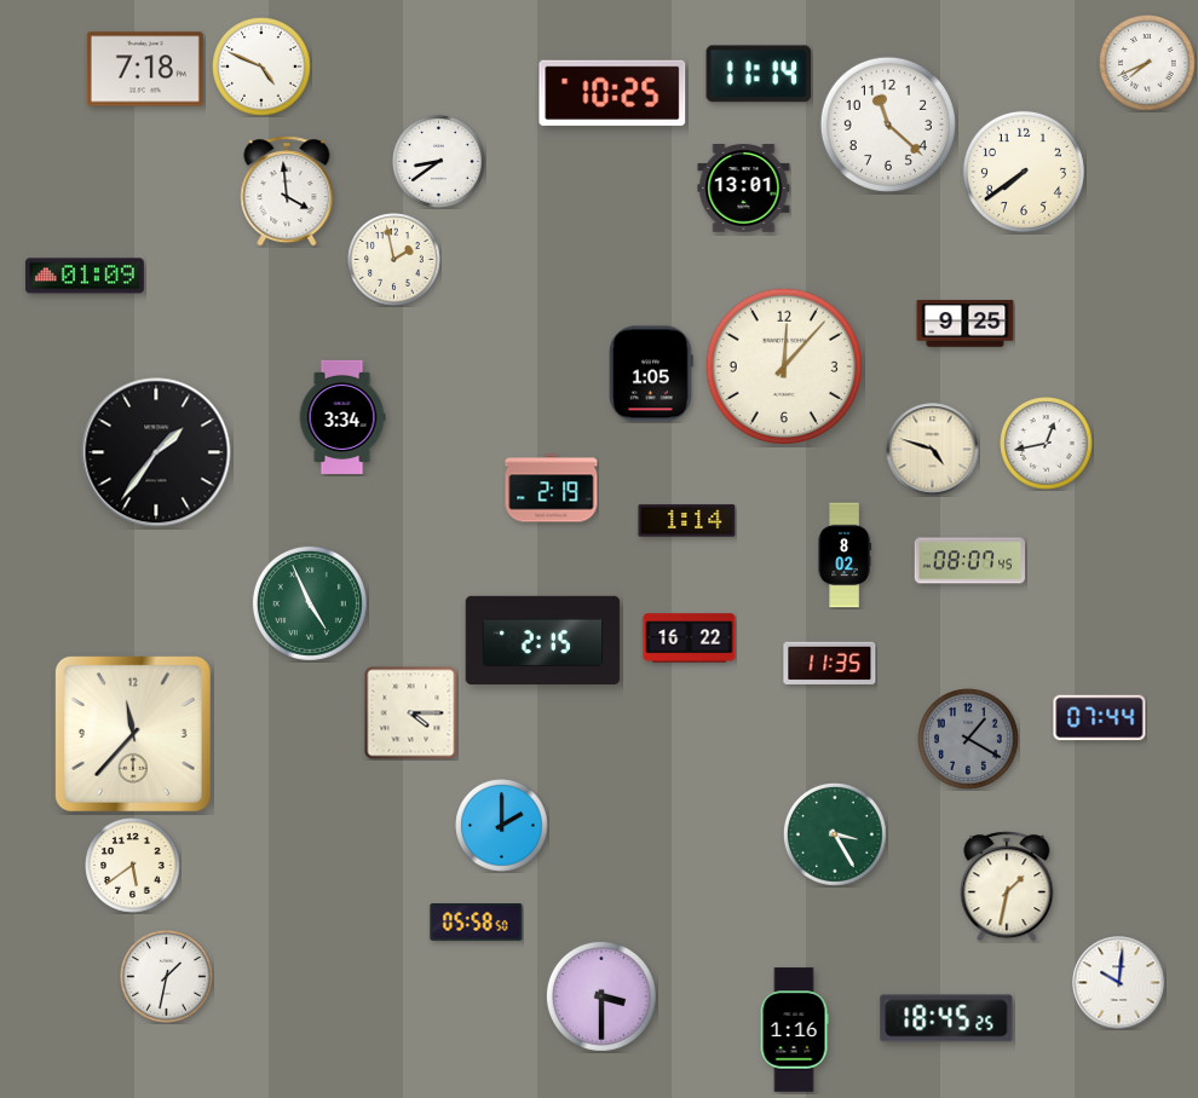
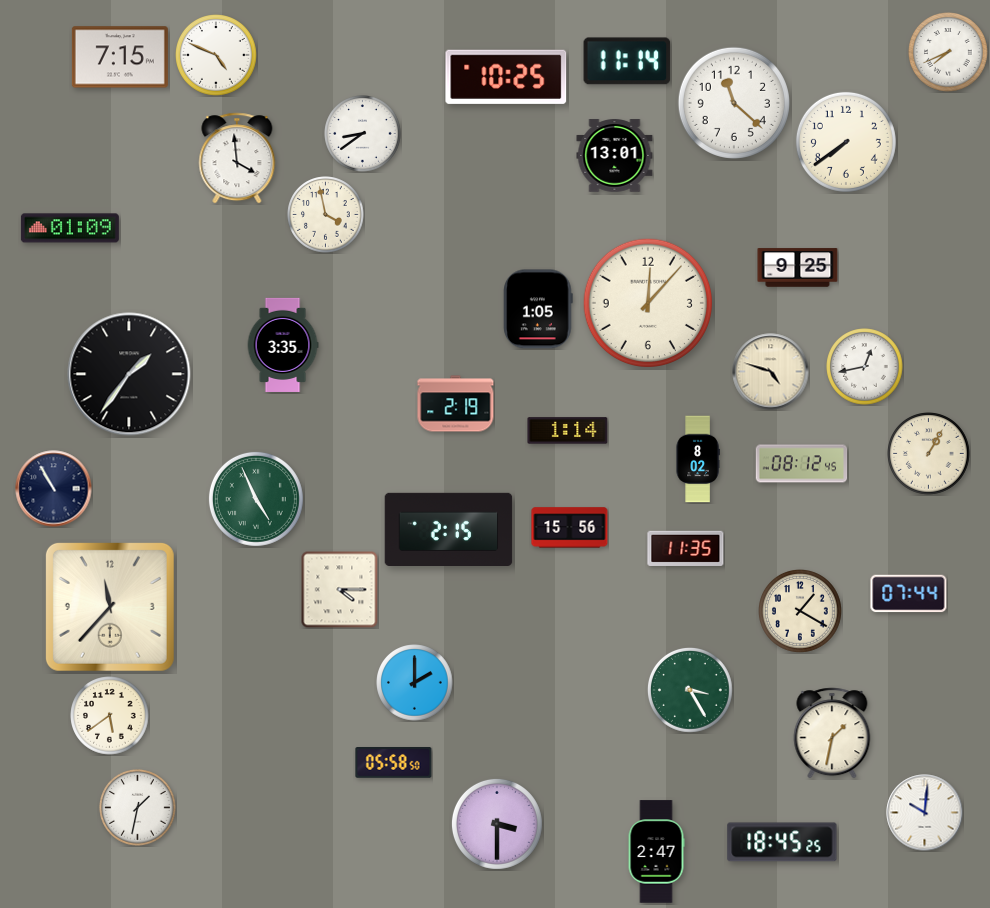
clock at (145, 69): 7:18 -> 7:15
clock at (394, 260): 1:58 -> 3:58
clock at (342, 417): 3:34 -> 3:35
clock at (929, 454): none -> 1:05
clock at (971, 561): 08:07 -> 08:12
clock at (54, 489): none -> 10:55
clock at (690, 638): 16:22 -> 15:56
clock at (969, 740) dial: grey -> cream
clock at (794, 1030): 1:16 -> 2:47
